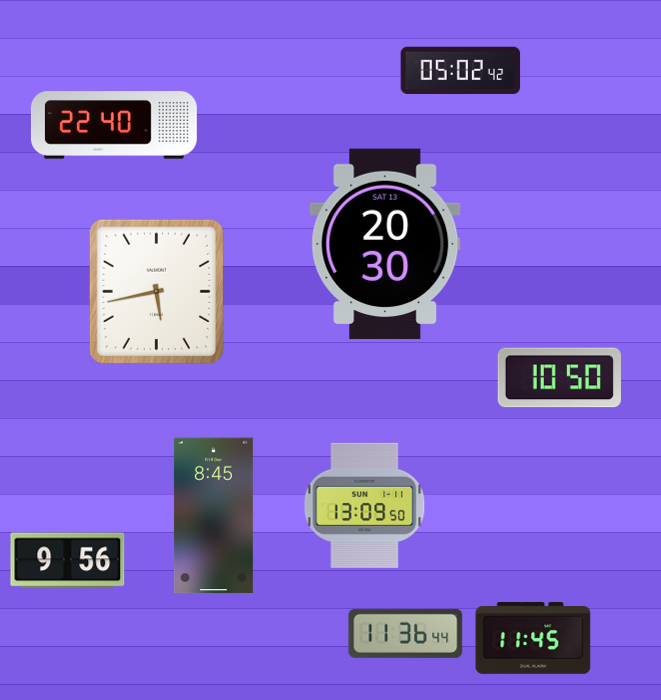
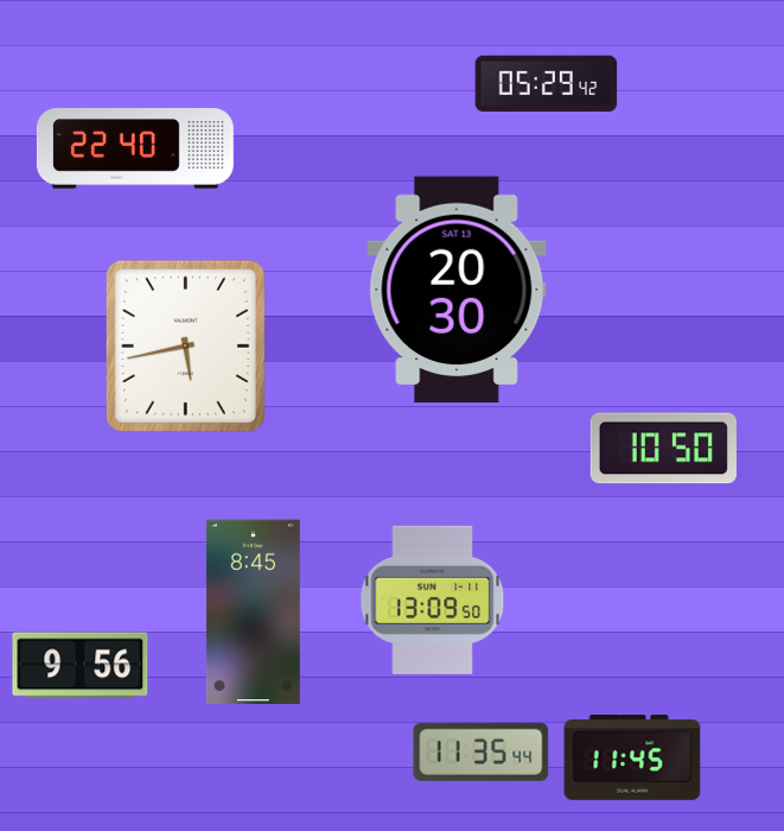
clock at (461, 70): 05:02 -> 05:29
clock at (406, 633): 11:36 -> 11:35
